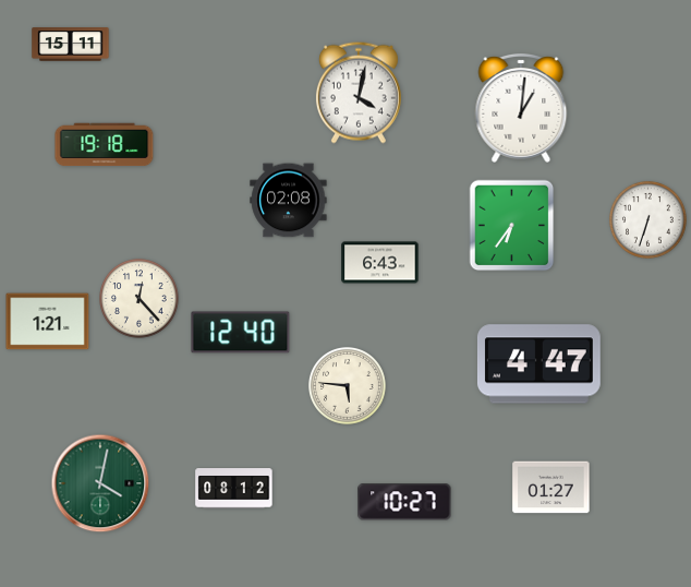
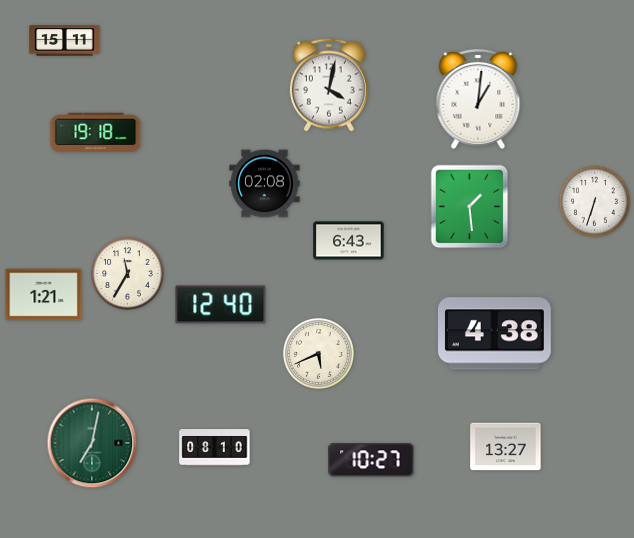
clock at (512, 226): 6:36 -> 1:29
clock at (140, 299): 12:23 -> 11:35
clock at (538, 364): 4:47 -> 4:38
clock at (347, 385): 5:46 -> 5:41
clock at (100, 483): 4:02 -> 7:02
clock at (551, 488): 01:27 -> 13:27
clock at (234, 489): 08:12 -> 08:10
